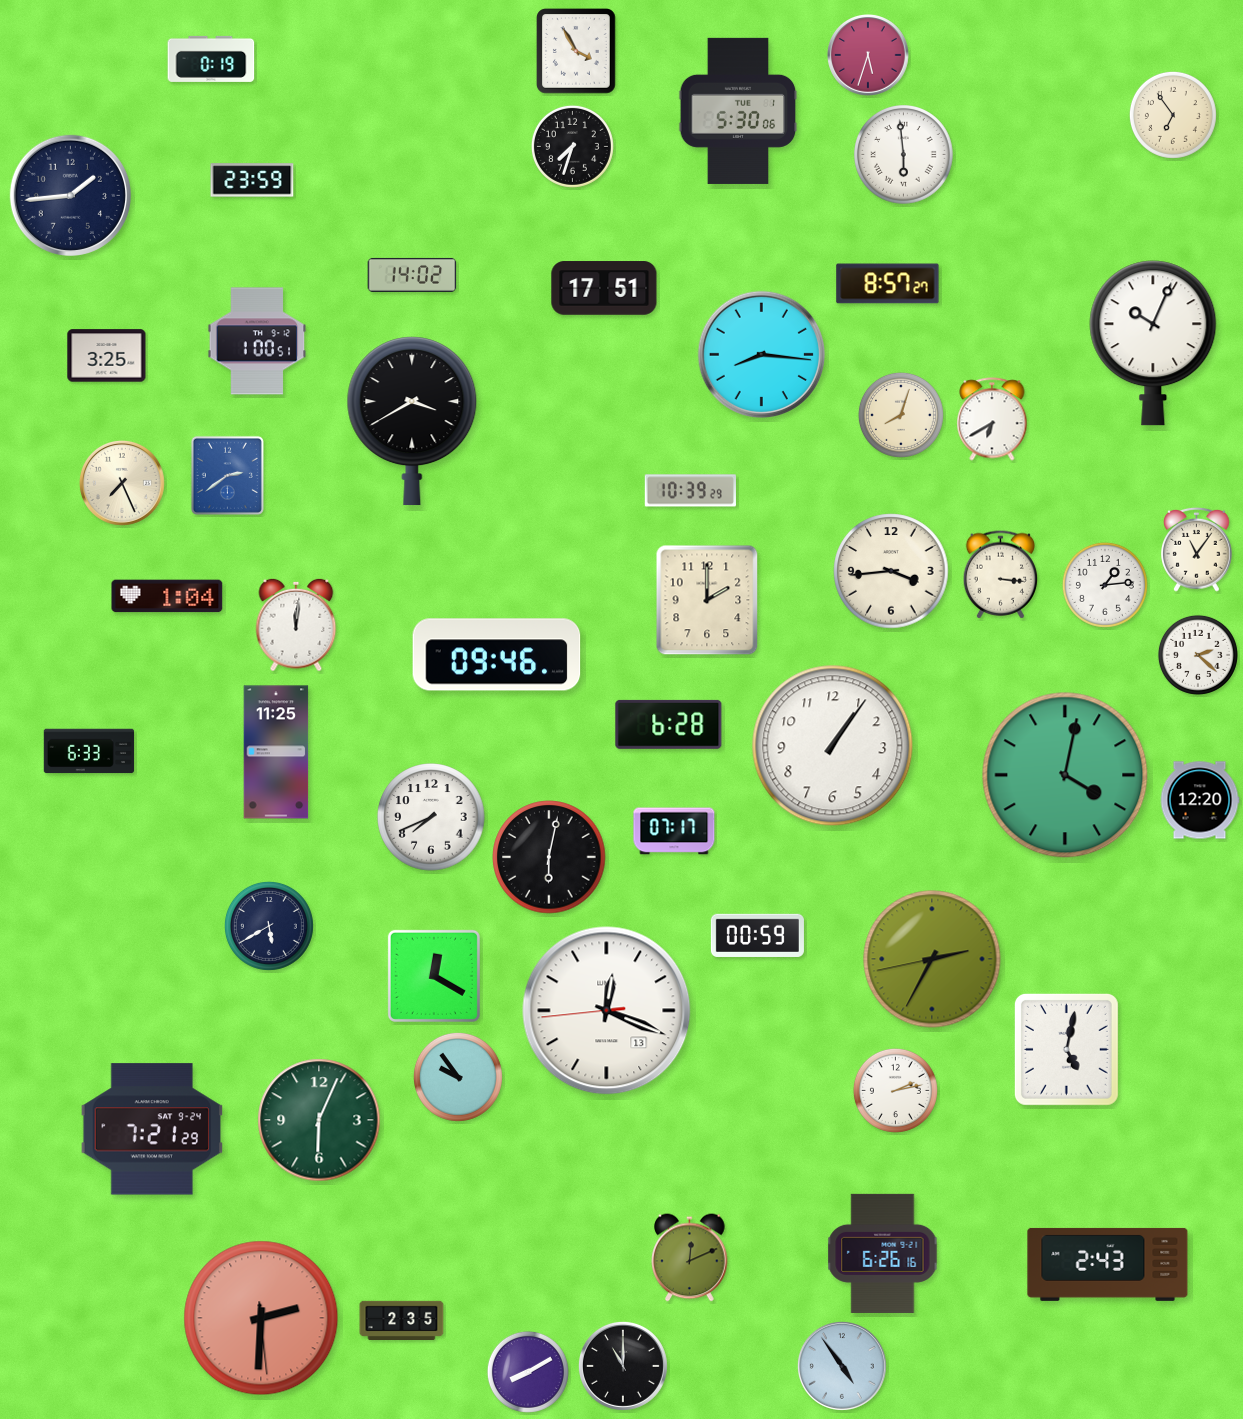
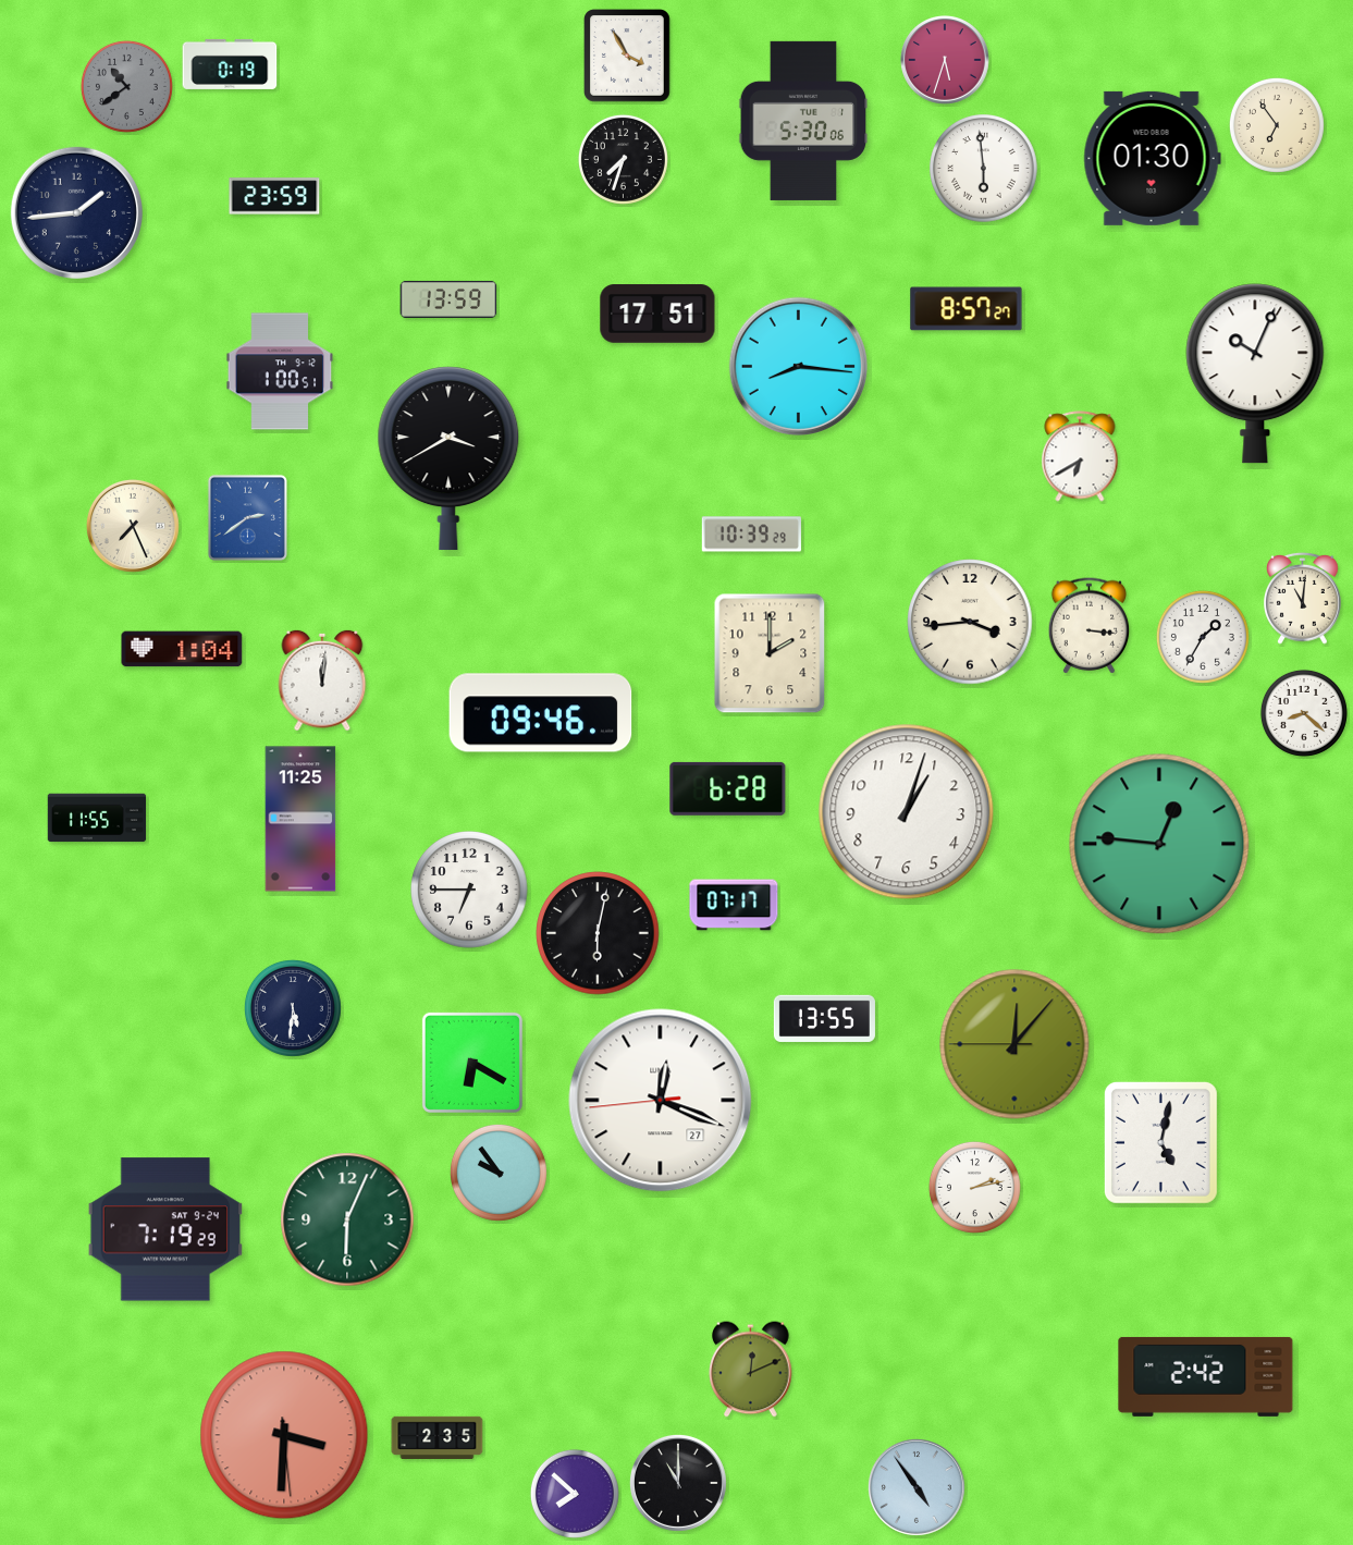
clock at (126, 86): none -> 10:39
clock at (1152, 158): none -> 01:30
clock at (412, 275): 14:02 -> 13:59
clock at (761, 354) position: (761, 354) -> (798, 366)
clock at (107, 356): 3:25 -> none
clock at (901, 415): 8:03 -> none
clock at (1197, 549): 11:06 -> 11:01
clock at (1105, 585): 1:14 -> 1:35
clock at (1198, 655): 2:22 -> 8:22
clock at (833, 746): 1:06 -> 1:03
clock at (89, 751): 6:33 -> 11:55
clock at (1065, 775): 4:02 -> 12:46
clock at (1200, 800): 12:20 -> none
clock at (431, 817): 7:41 -> 6:45
clock at (269, 926): 5:40 -> 5:31
clock at (757, 935): 00:59 -> 13:55
clock at (932, 959): 2:34 -> 12:06
clock at (434, 976): 12:20 -> 6:20
clock at (607, 1011) date: 13 -> 27
clock at (151, 1129): 7:21 -> 7:19
clock at (883, 1253): 6:26 -> none
clock at (1108, 1264): 2:43 -> 2:42
clock at (261, 1318): 2:30 -> 3:30
clock at (623, 1366) position: (623, 1366) -> (678, 1483)
clock at (528, 1372): 8:10 -> 7:52
